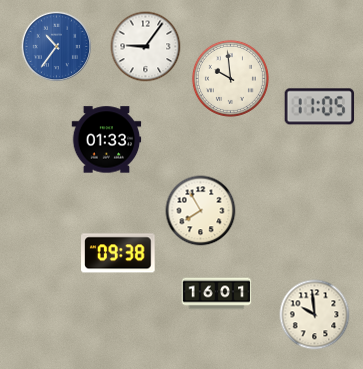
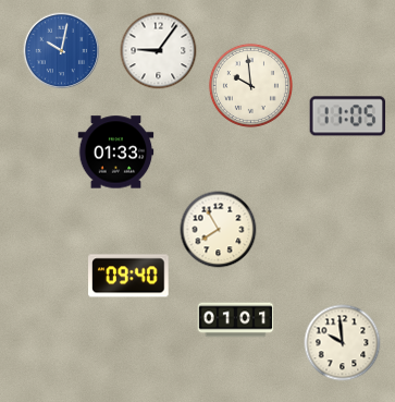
clock at (57, 47): 10:36 -> 10:02
clock at (118, 253): 09:38 -> 09:40
clock at (217, 294): 16:01 -> 01:01
